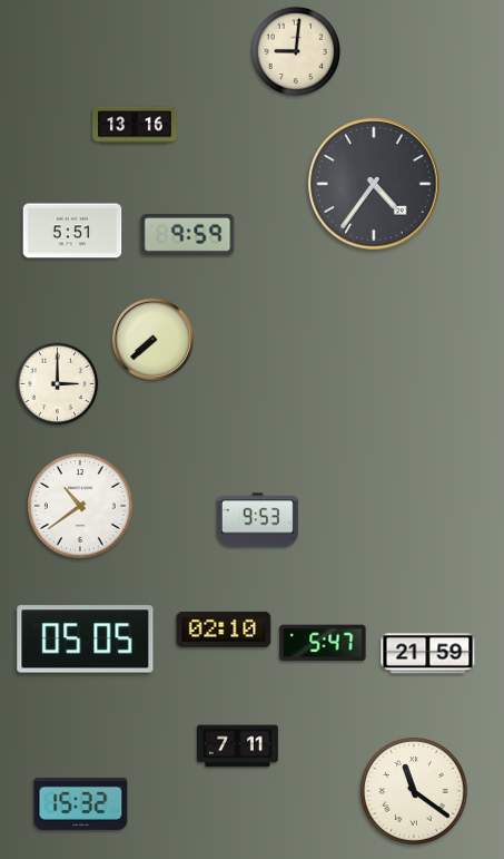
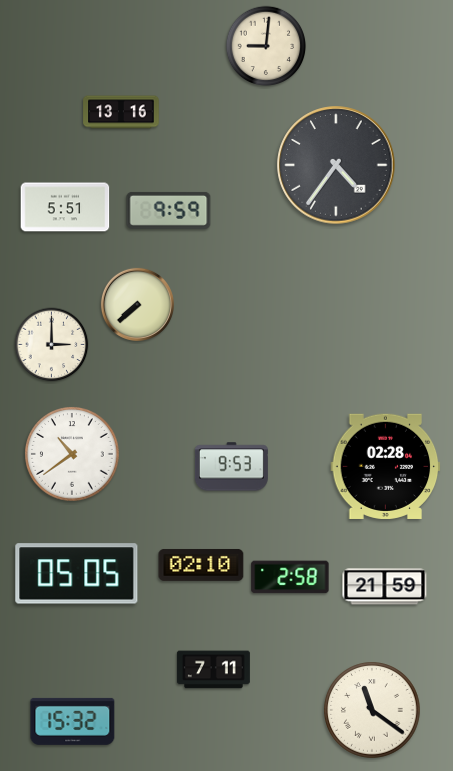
clock at (386, 466): none -> 02:28
clock at (323, 643): 5:47 -> 2:58
